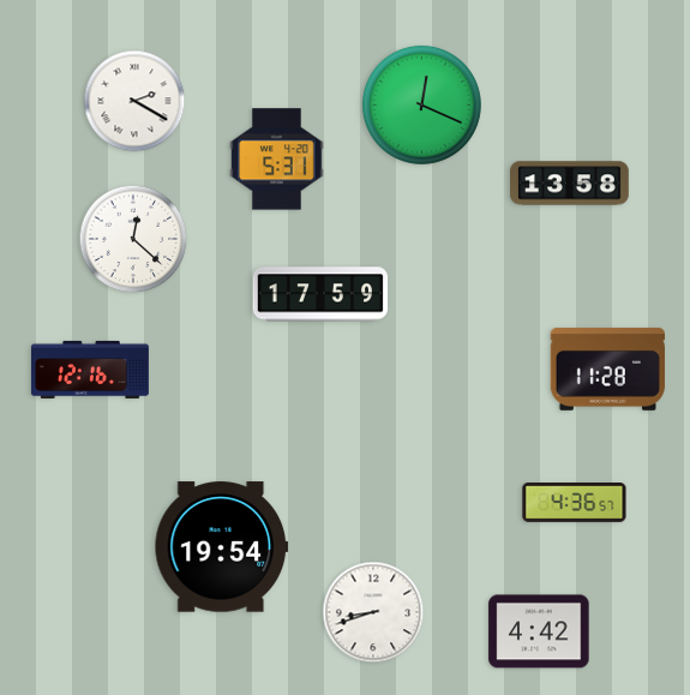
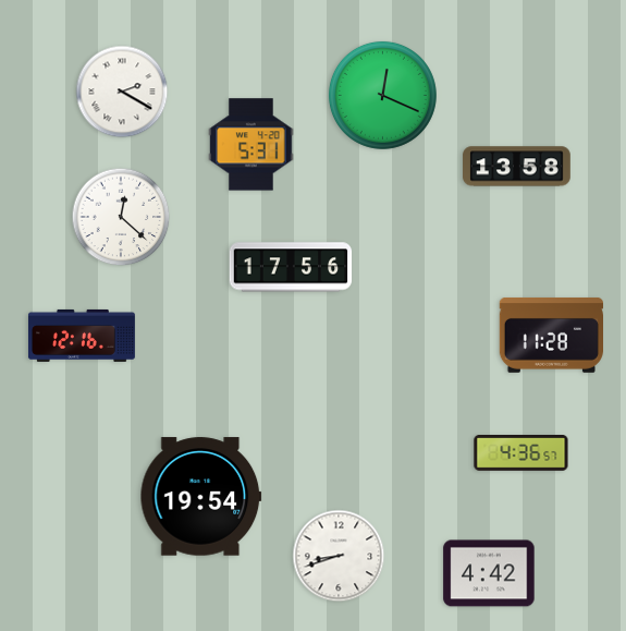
clock at (320, 294): 17:59 -> 17:56
clock at (575, 503) position: (575, 503) -> (521, 453)
